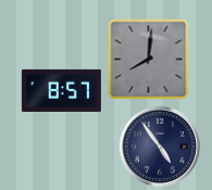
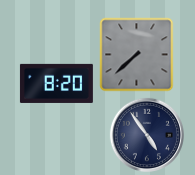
clock at (149, 60): 8:01 -> 7:38
clock at (61, 90): 8:57 -> 8:20
